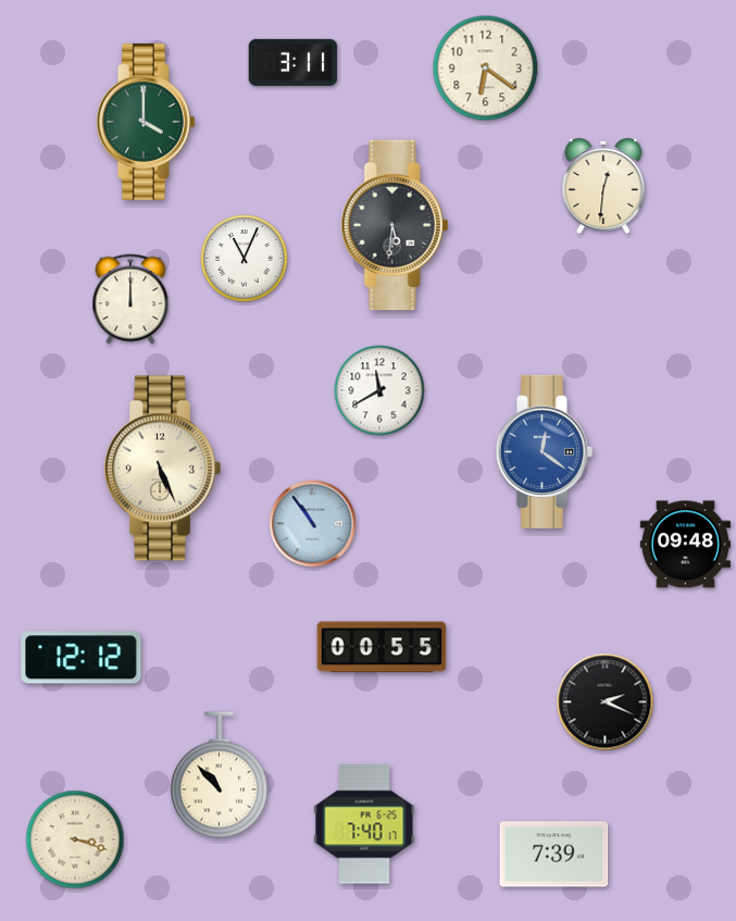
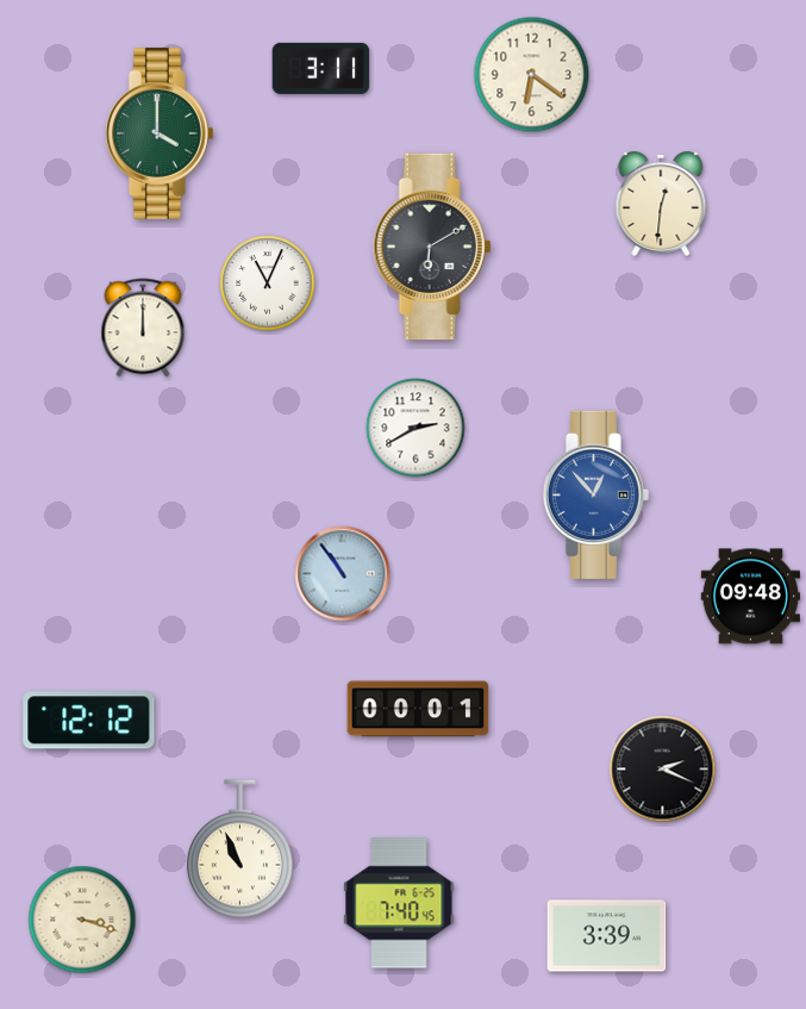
clock at (395, 225): 5:31 -> 6:10
clock at (379, 390): 11:40 -> 2:40
clock at (544, 451): 12:21 -> 12:53
clock at (162, 469): 5:26 -> none
clock at (382, 647): 00:55 -> 00:01
clock at (219, 775): 10:53 -> 10:56
clock at (364, 824): 7:40:17 -> 7:40:45
clock at (554, 855): 7:39 -> 3:39
